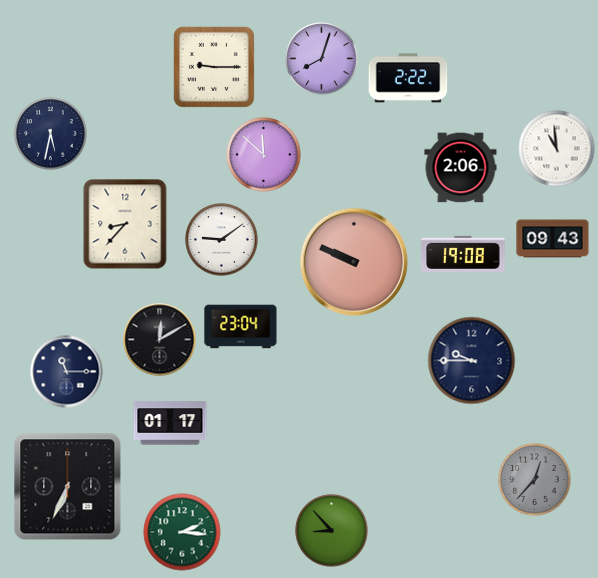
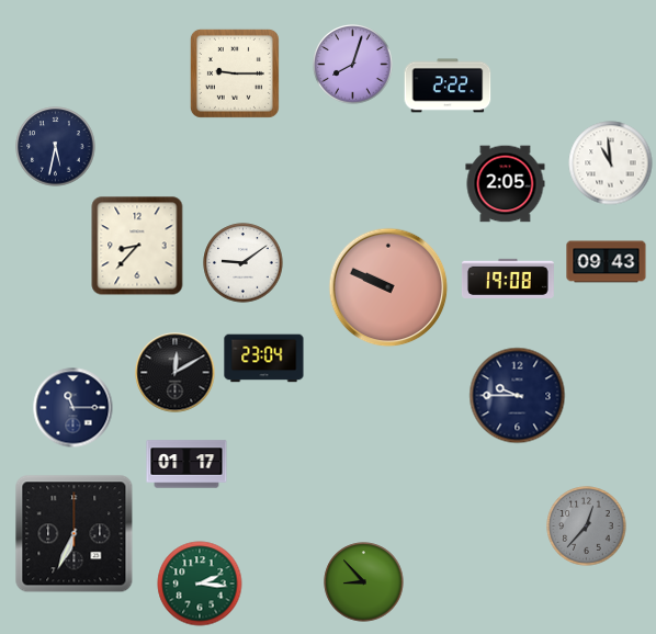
clock at (264, 155): 11:52 -> none
clock at (461, 168): 2:06 -> 2:05
